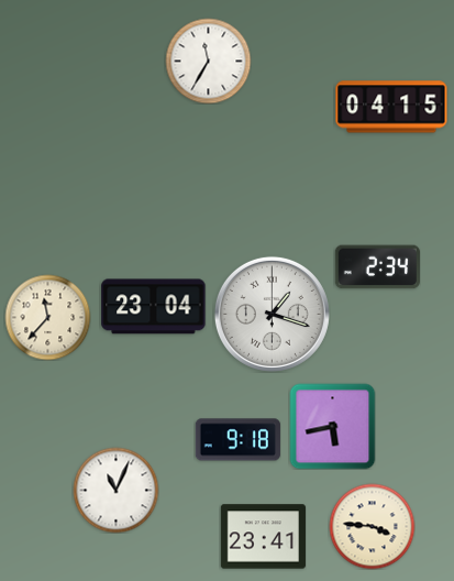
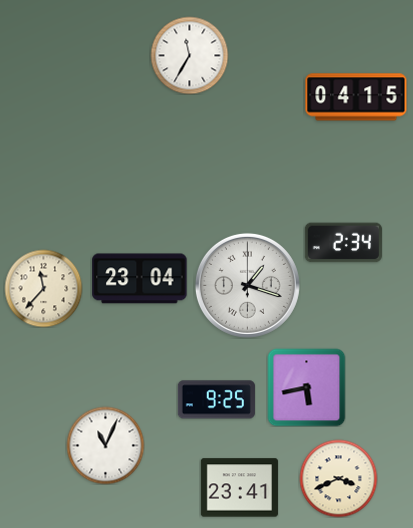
clock at (332, 426) position: (332, 426) -> (306, 387)
clock at (237, 440): 9:18 -> 9:25
clock at (372, 526): 3:46 -> 3:41
